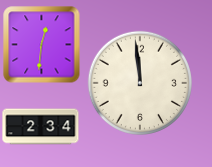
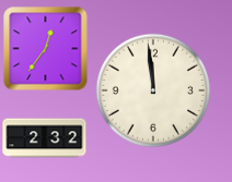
clock at (42, 45): 12:31 -> 12:36
clock at (41, 127): 2:34 -> 2:32
